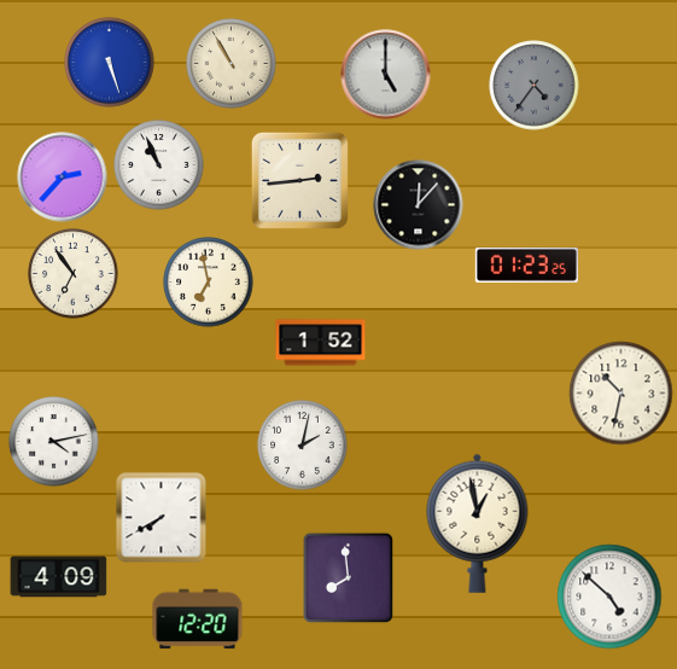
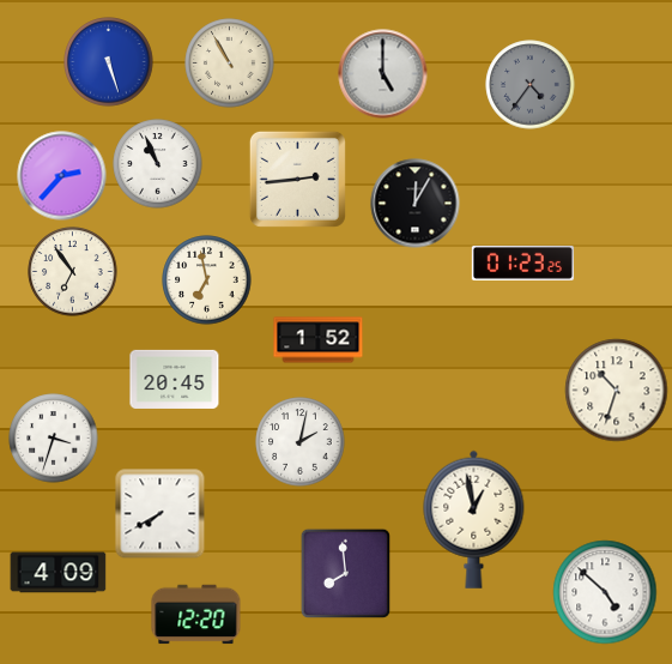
clock at (419, 205): 12:07 -> 12:05
clock at (175, 379): none -> 20:45
clock at (621, 394): 10:32 -> 10:33
clock at (54, 442): 4:13 -> 3:33
